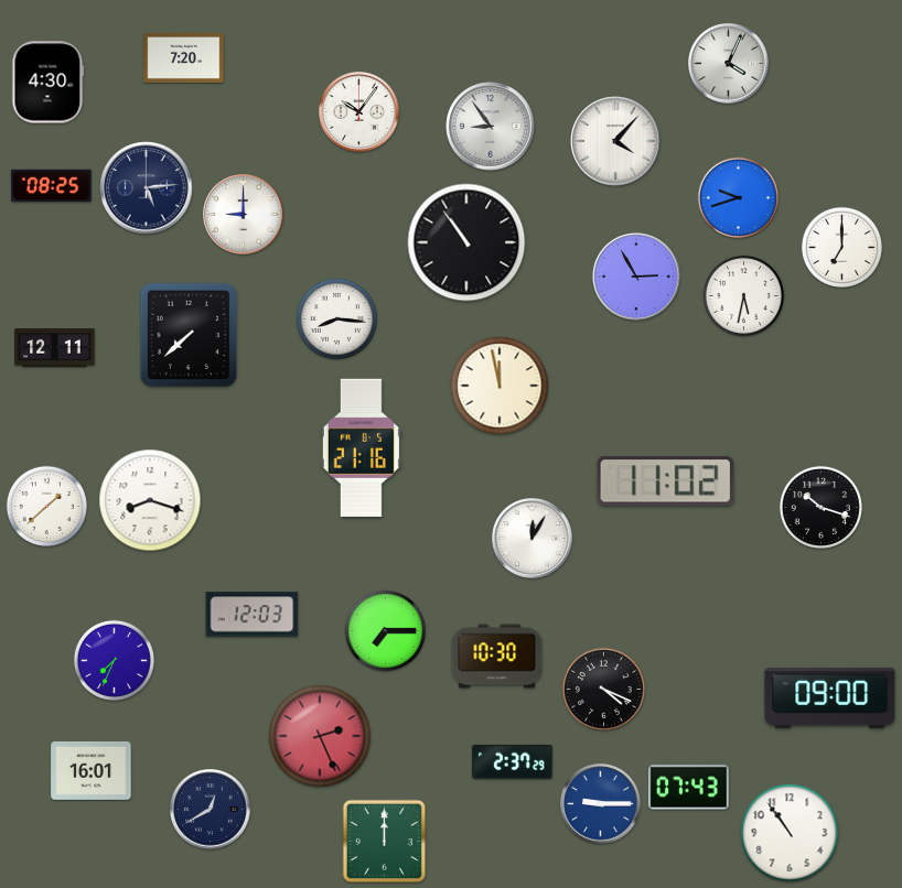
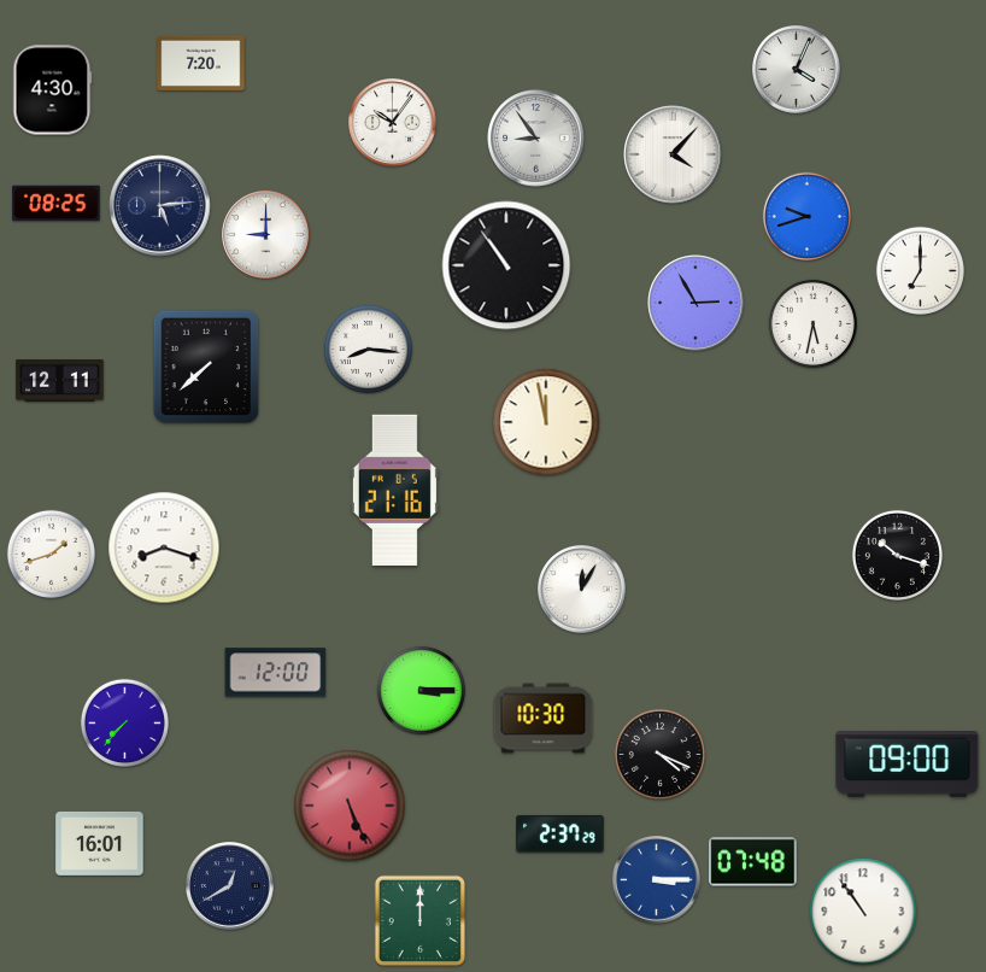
clock at (466, 242) position: (466, 242) -> (506, 265)
clock at (665, 481): 11:02 -> none
clock at (46, 506): 1:38 -> 1:42
clock at (253, 615): 12:03 -> 12:00
clock at (385, 630): 7:15 -> 3:15
clock at (114, 660): 7:34 -> 7:37
clock at (320, 736): 2:26 -> 5:26
clock at (689, 788): 07:43 -> 07:48
clock at (601, 804): 9:15 -> 3:15
